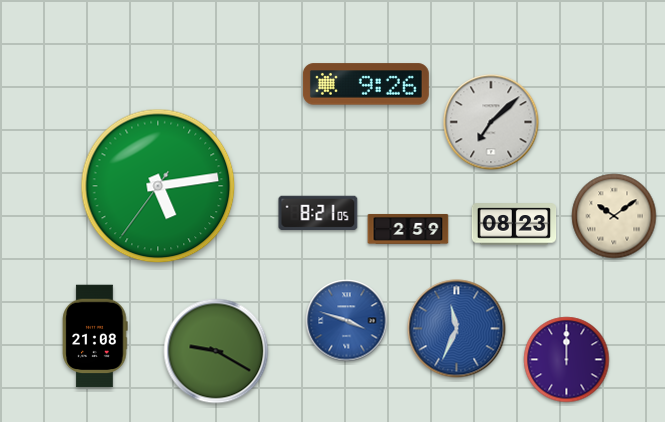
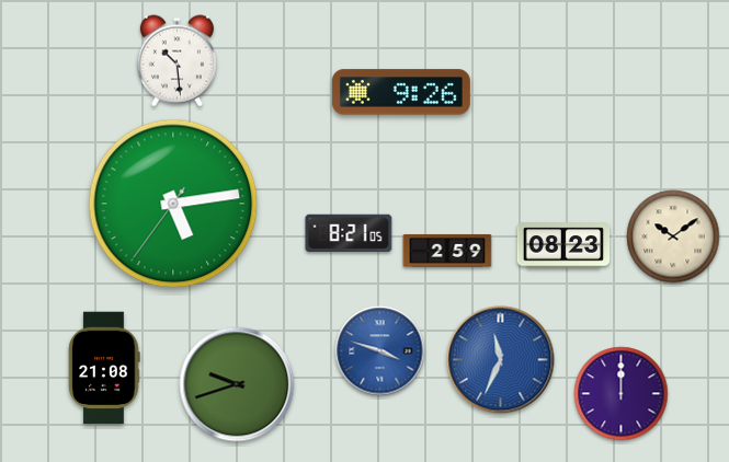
clock at (176, 61): none -> 10:29
clock at (491, 122): 7:08 -> none
clock at (216, 351): 9:20 -> 9:42
